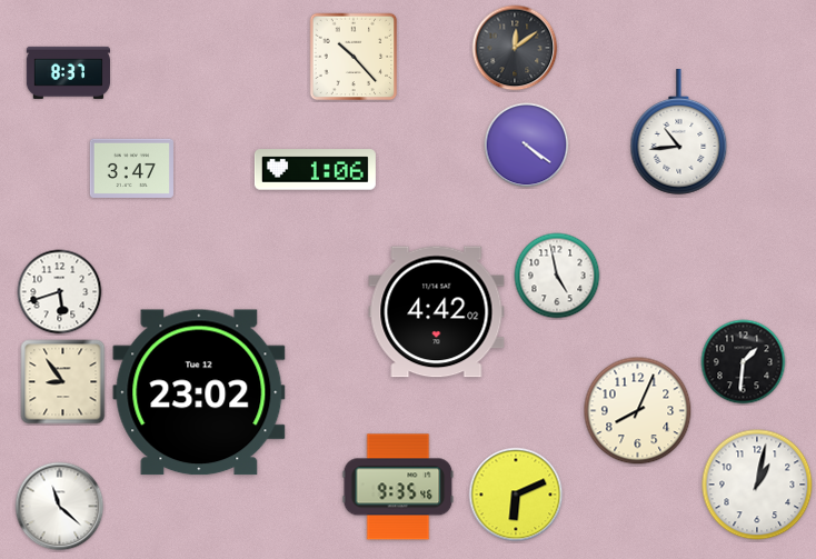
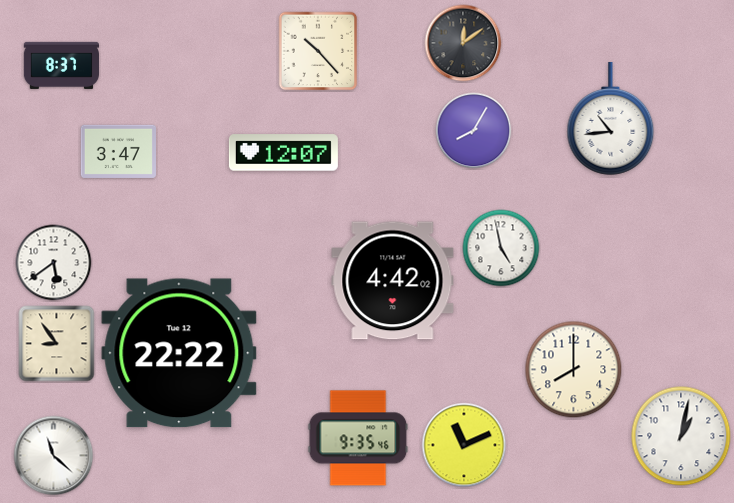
clock at (527, 146): 4:21 -> 8:05
clock at (315, 170): 1:06 -> 12:07
clock at (60, 292): 5:42 -> 5:39
clock at (744, 362): 1:31 -> none
clock at (199, 392): 23:02 -> 22:22
clock at (638, 411): 8:04 -> 8:00
clock at (516, 495): 6:11 -> 11:11
